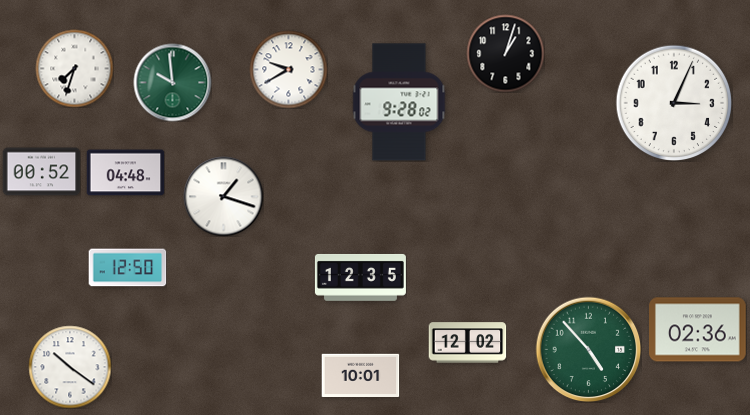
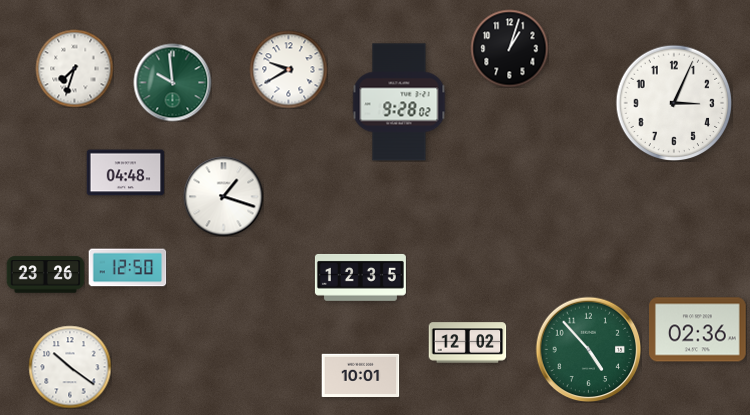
clock at (505, 53) position: (505, 53) -> (509, 48)
clock at (41, 172): 00:52 -> none
clock at (45, 275): none -> 23:26
